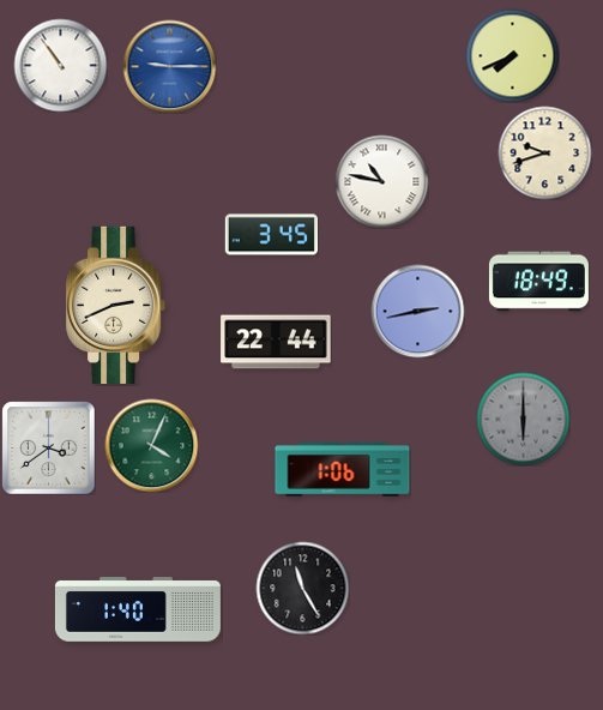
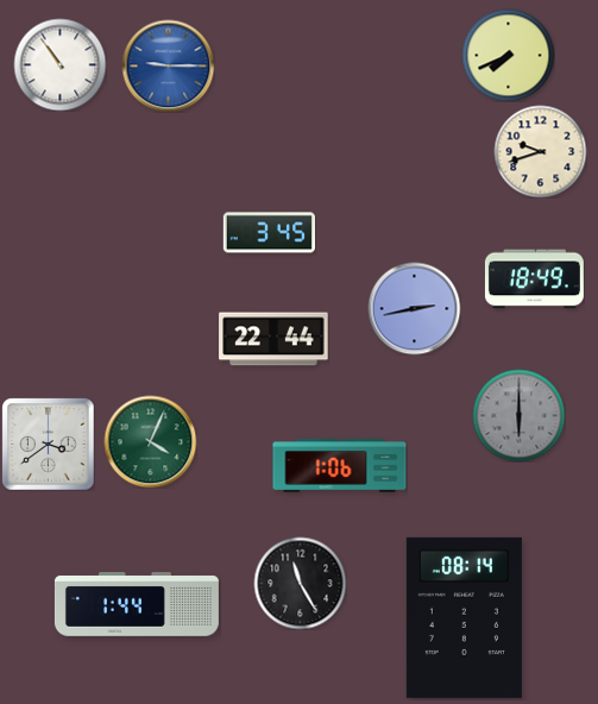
clock at (381, 181): 10:47 -> none
clock at (116, 305): 2:41 -> none
clock at (138, 609): 1:40 -> 1:44
clock at (464, 617): none -> 08:14
